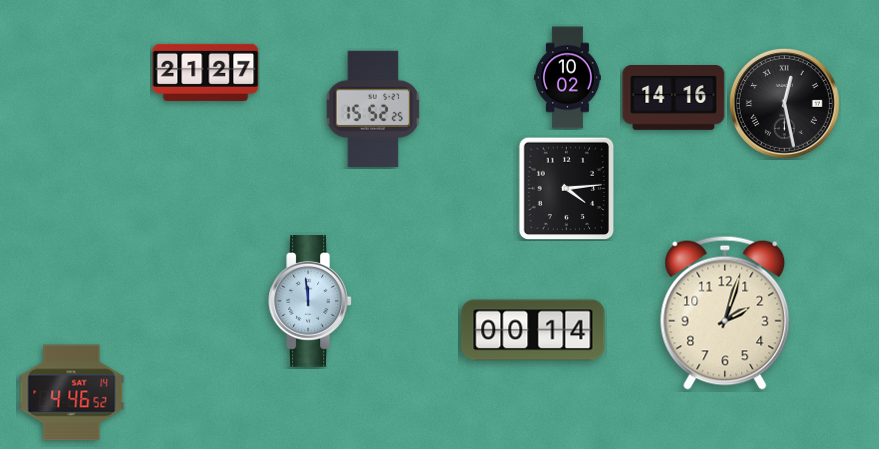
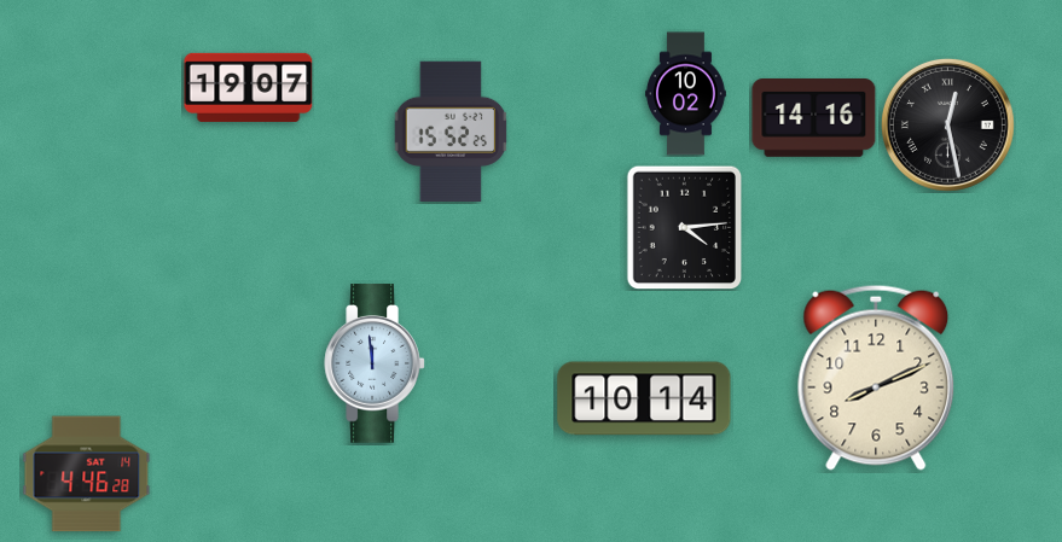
clock at (206, 72): 21:27 -> 19:07
clock at (725, 313): 2:03 -> 8:11
clock at (533, 330): 00:14 -> 10:14
clock at (72, 393): 4:46:52 -> 4:46:28
